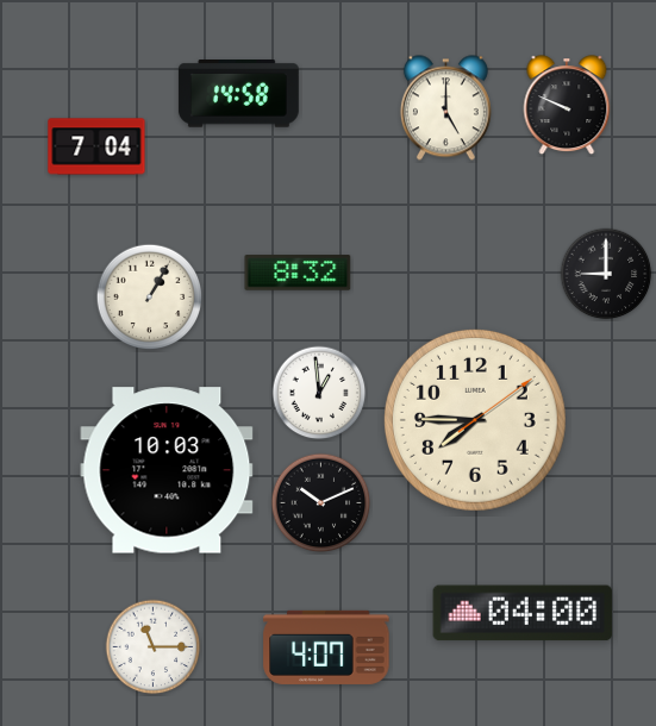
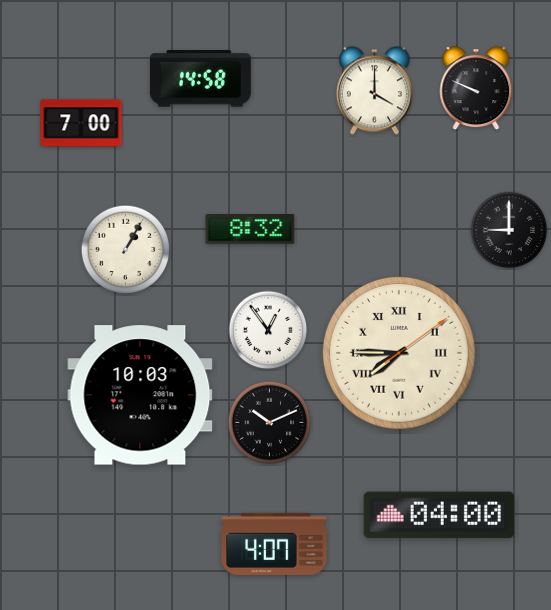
clock at (445, 108): 5:00 -> 4:00
clock at (96, 146): 7:04 -> 7:00
clock at (319, 393): 12:59 -> 12:54
clock at (475, 420) numerals: Arabic -> Roman
clock at (154, 647): 11:15 -> none
